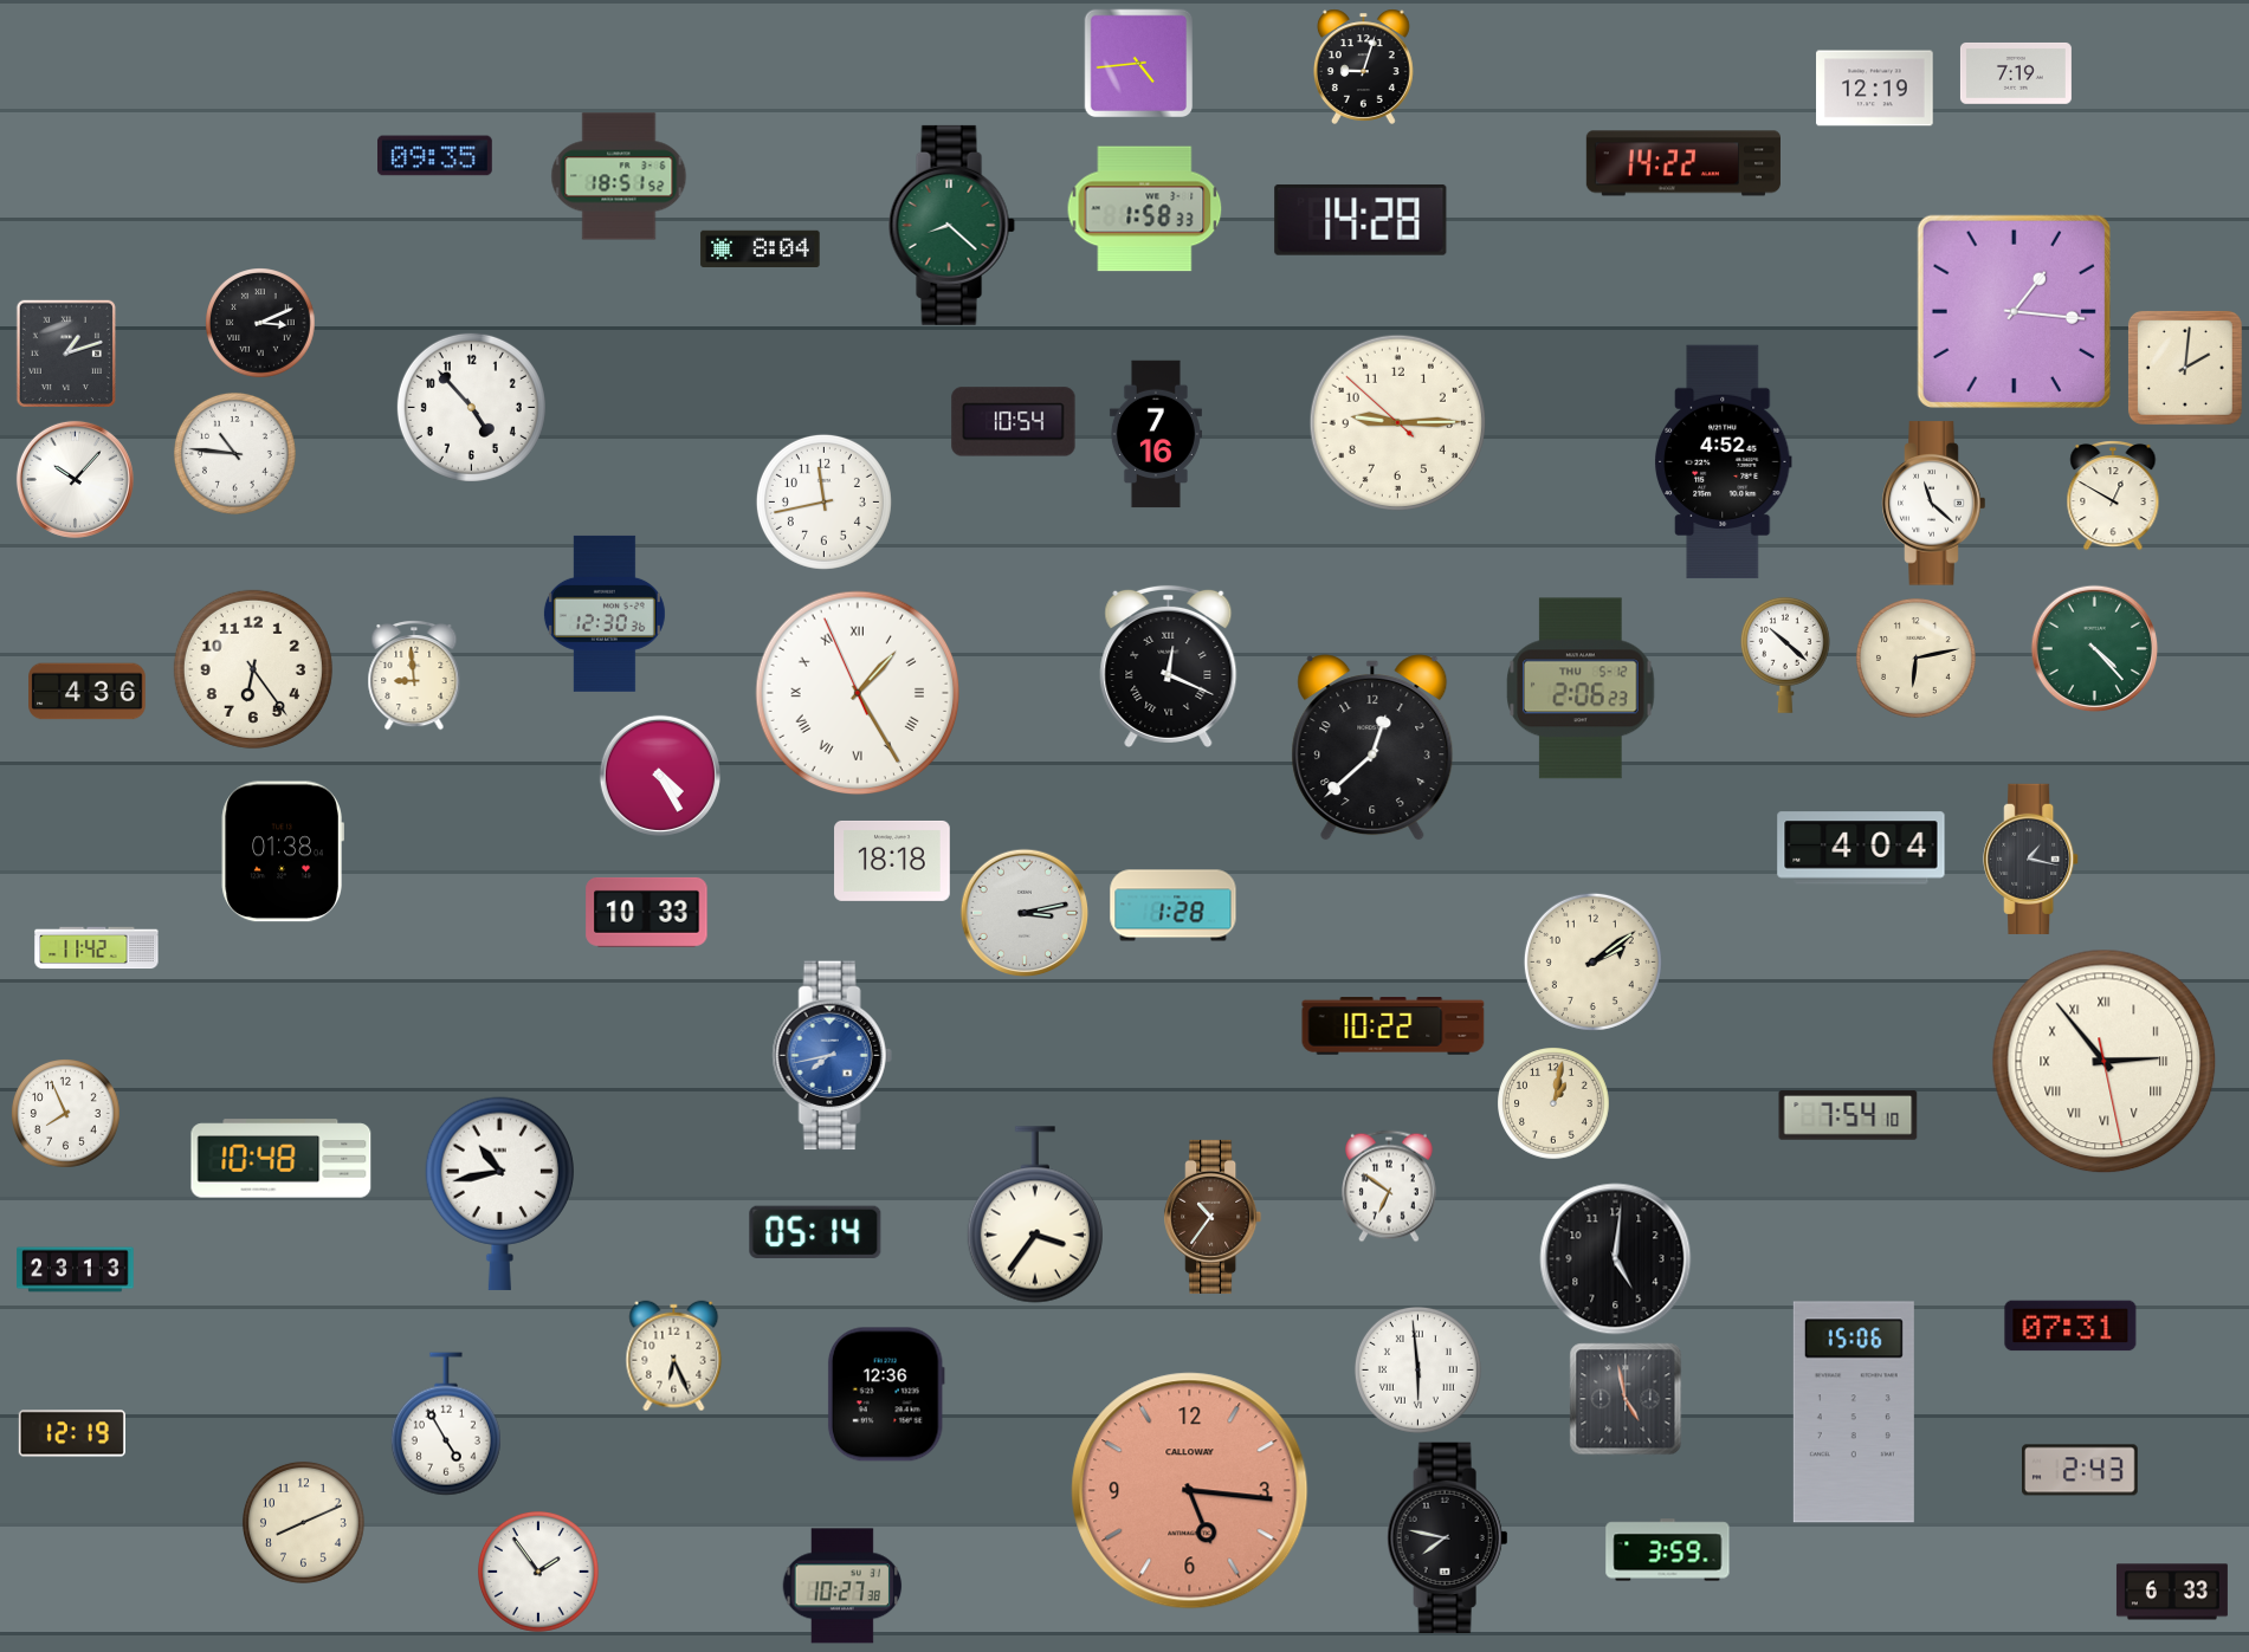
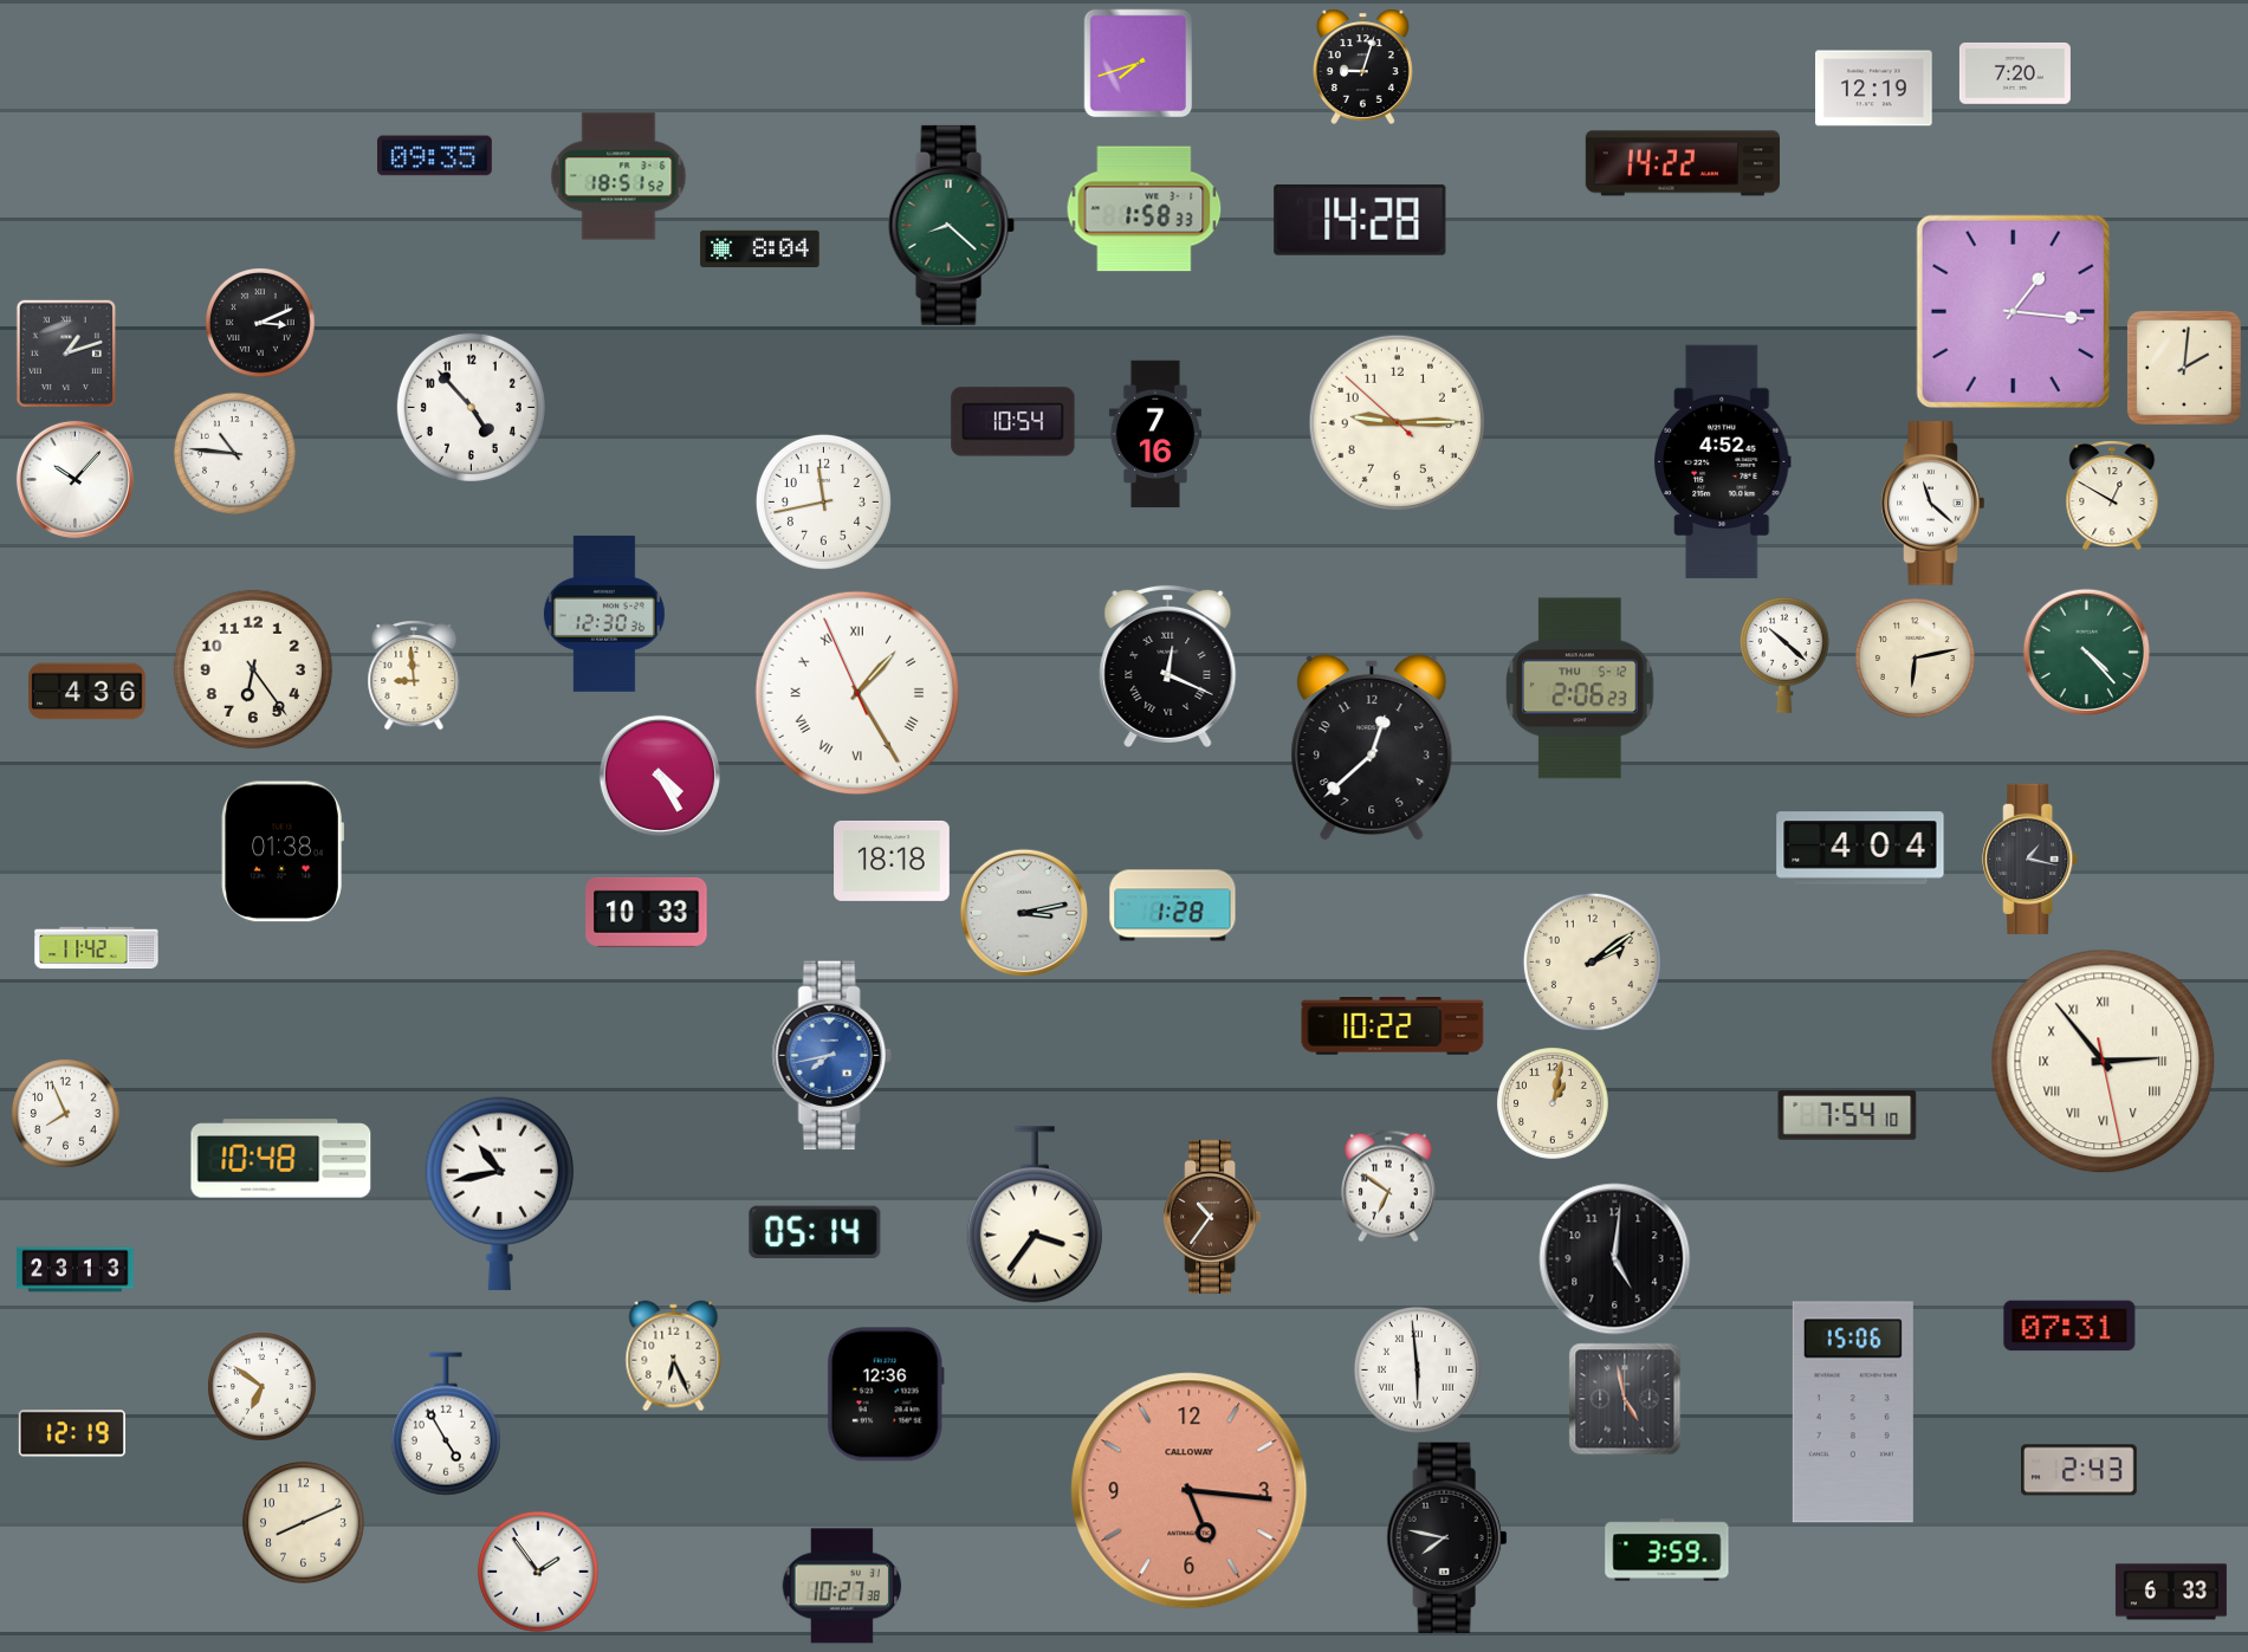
clock at (1139, 64): 4:44 -> 7:42
clock at (2016, 73): 7:19 -> 7:20
clock at (2095, 649) position: (2095, 649) -> (2087, 653)
clock at (263, 1387): none -> 6:51
